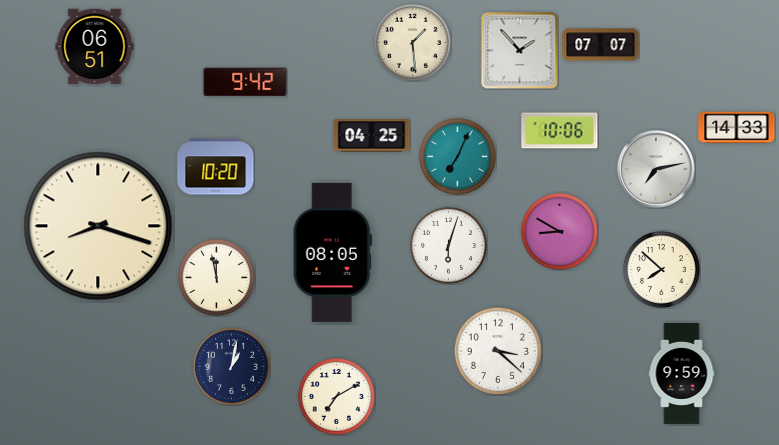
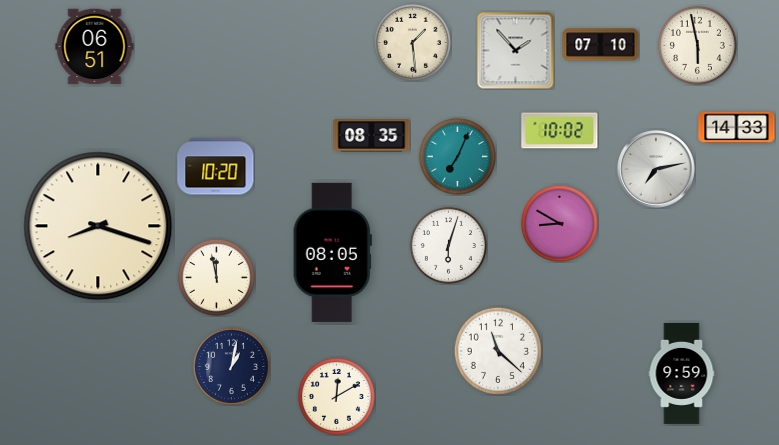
clock at (601, 45): 07:07 -> 07:10
clock at (697, 45): none -> 5:58
clock at (520, 51) position: (520, 51) -> (516, 51)
clock at (245, 82): 9:42 -> none
clock at (560, 131): 10:06 -> 10:02
clock at (372, 136): 04:25 -> 08:35
clock at (559, 231) position: (559, 231) -> (559, 223)
clock at (661, 269): 7:52 -> none
clock at (498, 351): 3:22 -> 11:22
clock at (336, 396): 7:10 -> 12:10
